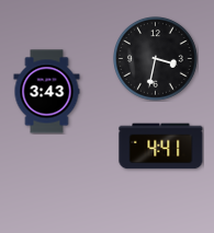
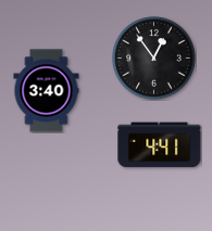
clock at (156, 59): 3:32 -> 12:54
clock at (47, 92): 3:43 -> 3:40
